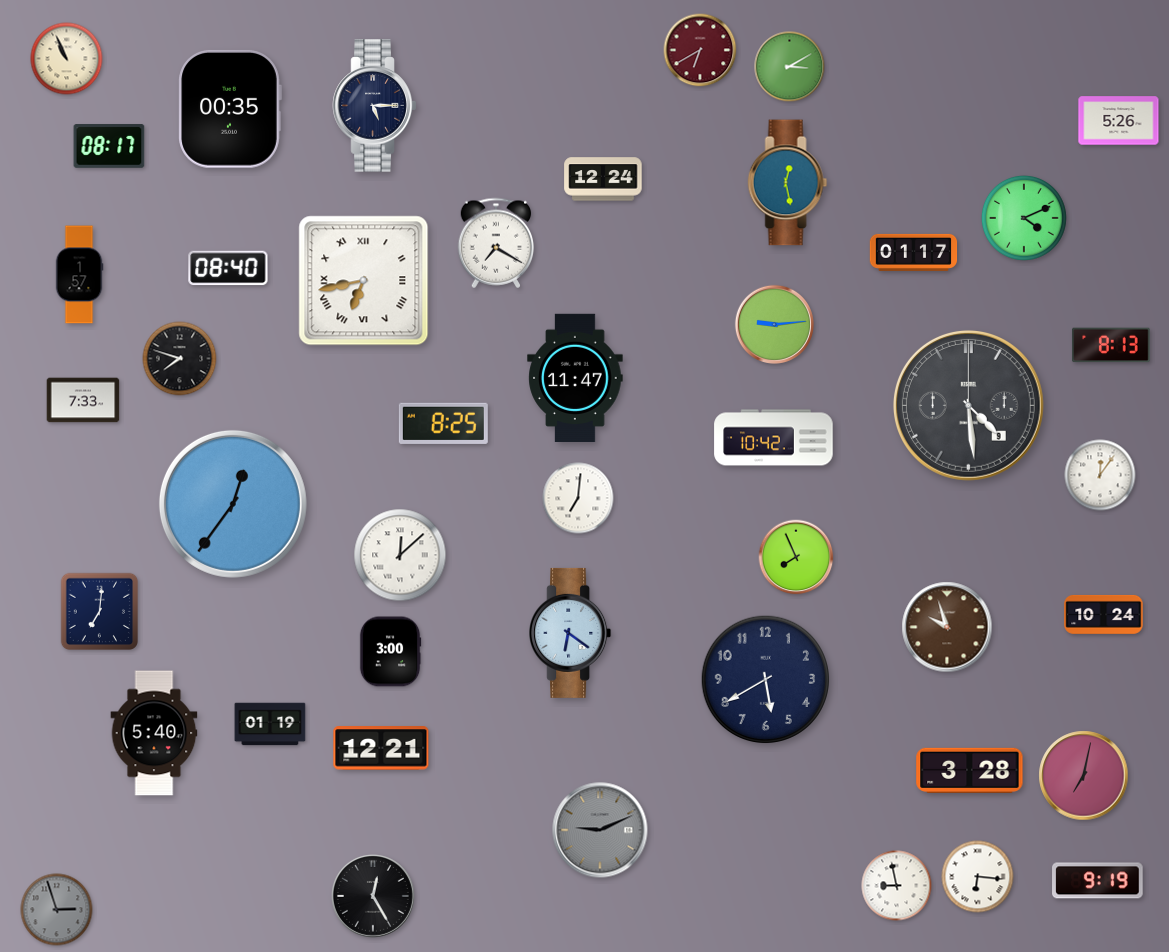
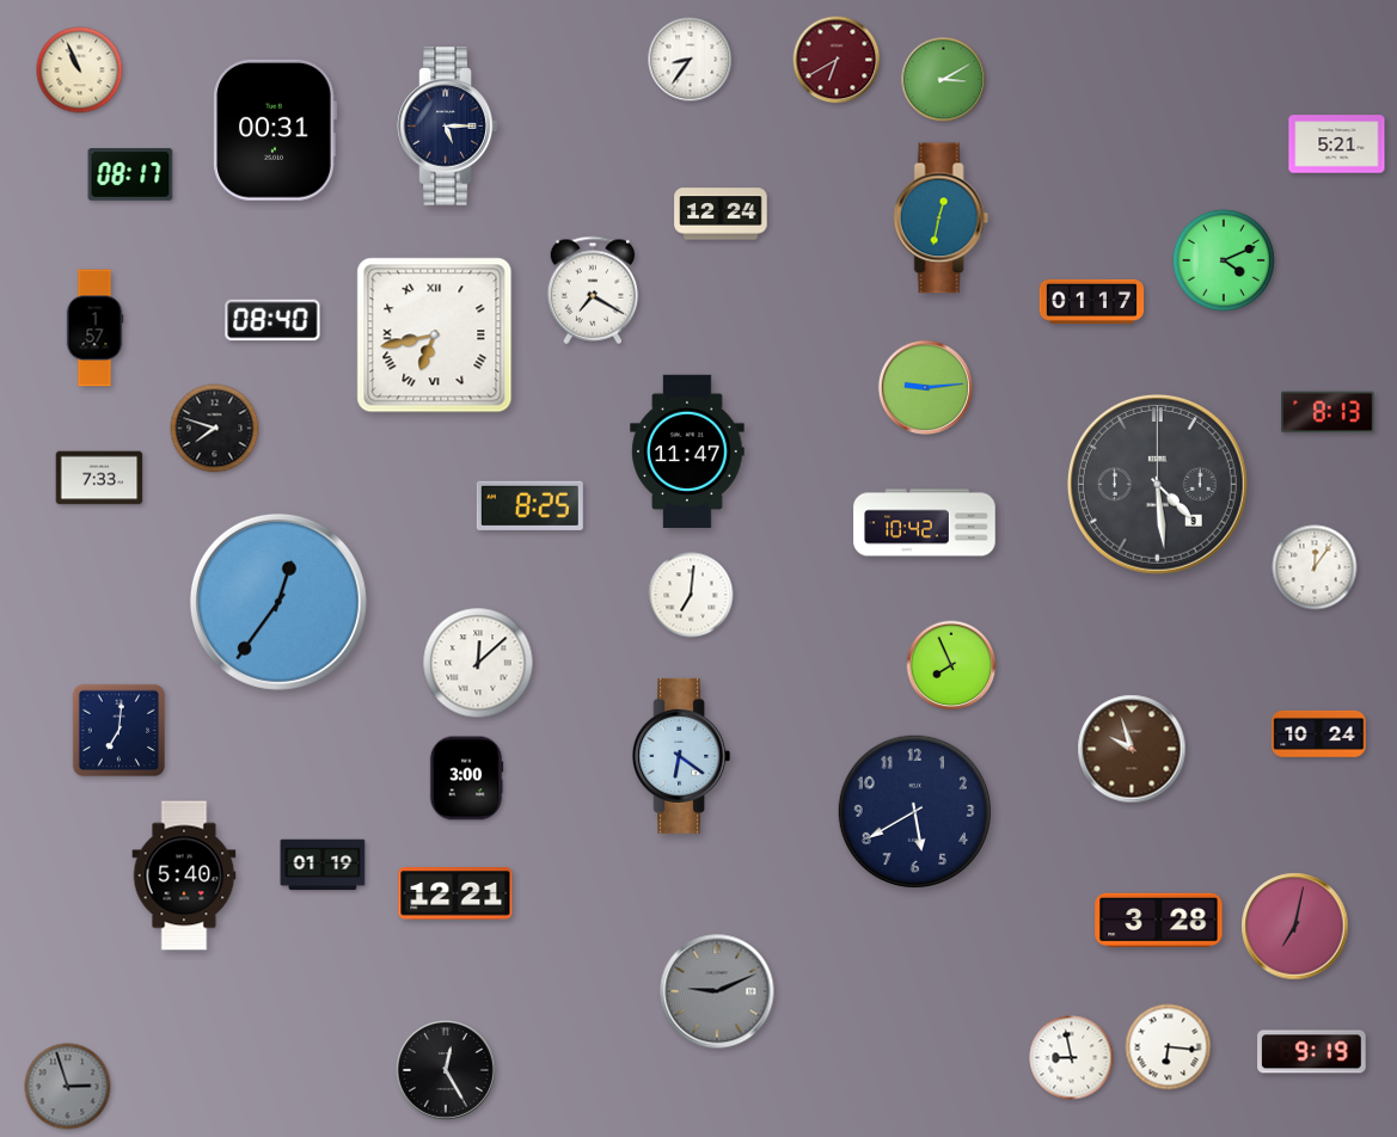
clock at (691, 60): none -> 8:36
clock at (230, 109): 00:35 -> 00:31
clock at (1119, 121): 5:26 -> 5:21
clock at (788, 183): 12:28 -> 12:32
